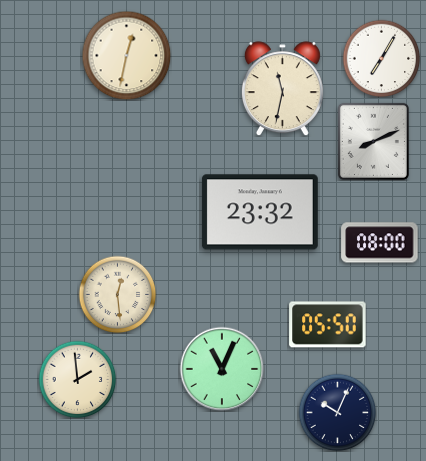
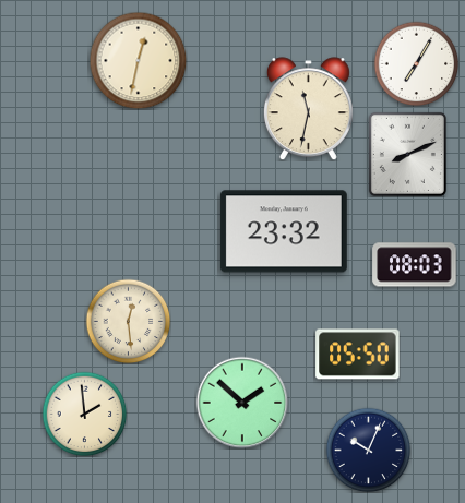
clock at (282, 89) position: (282, 89) -> (308, 109)
clock at (380, 243): 08:00 -> 08:03
clock at (222, 369): 11:04 -> 1:52
